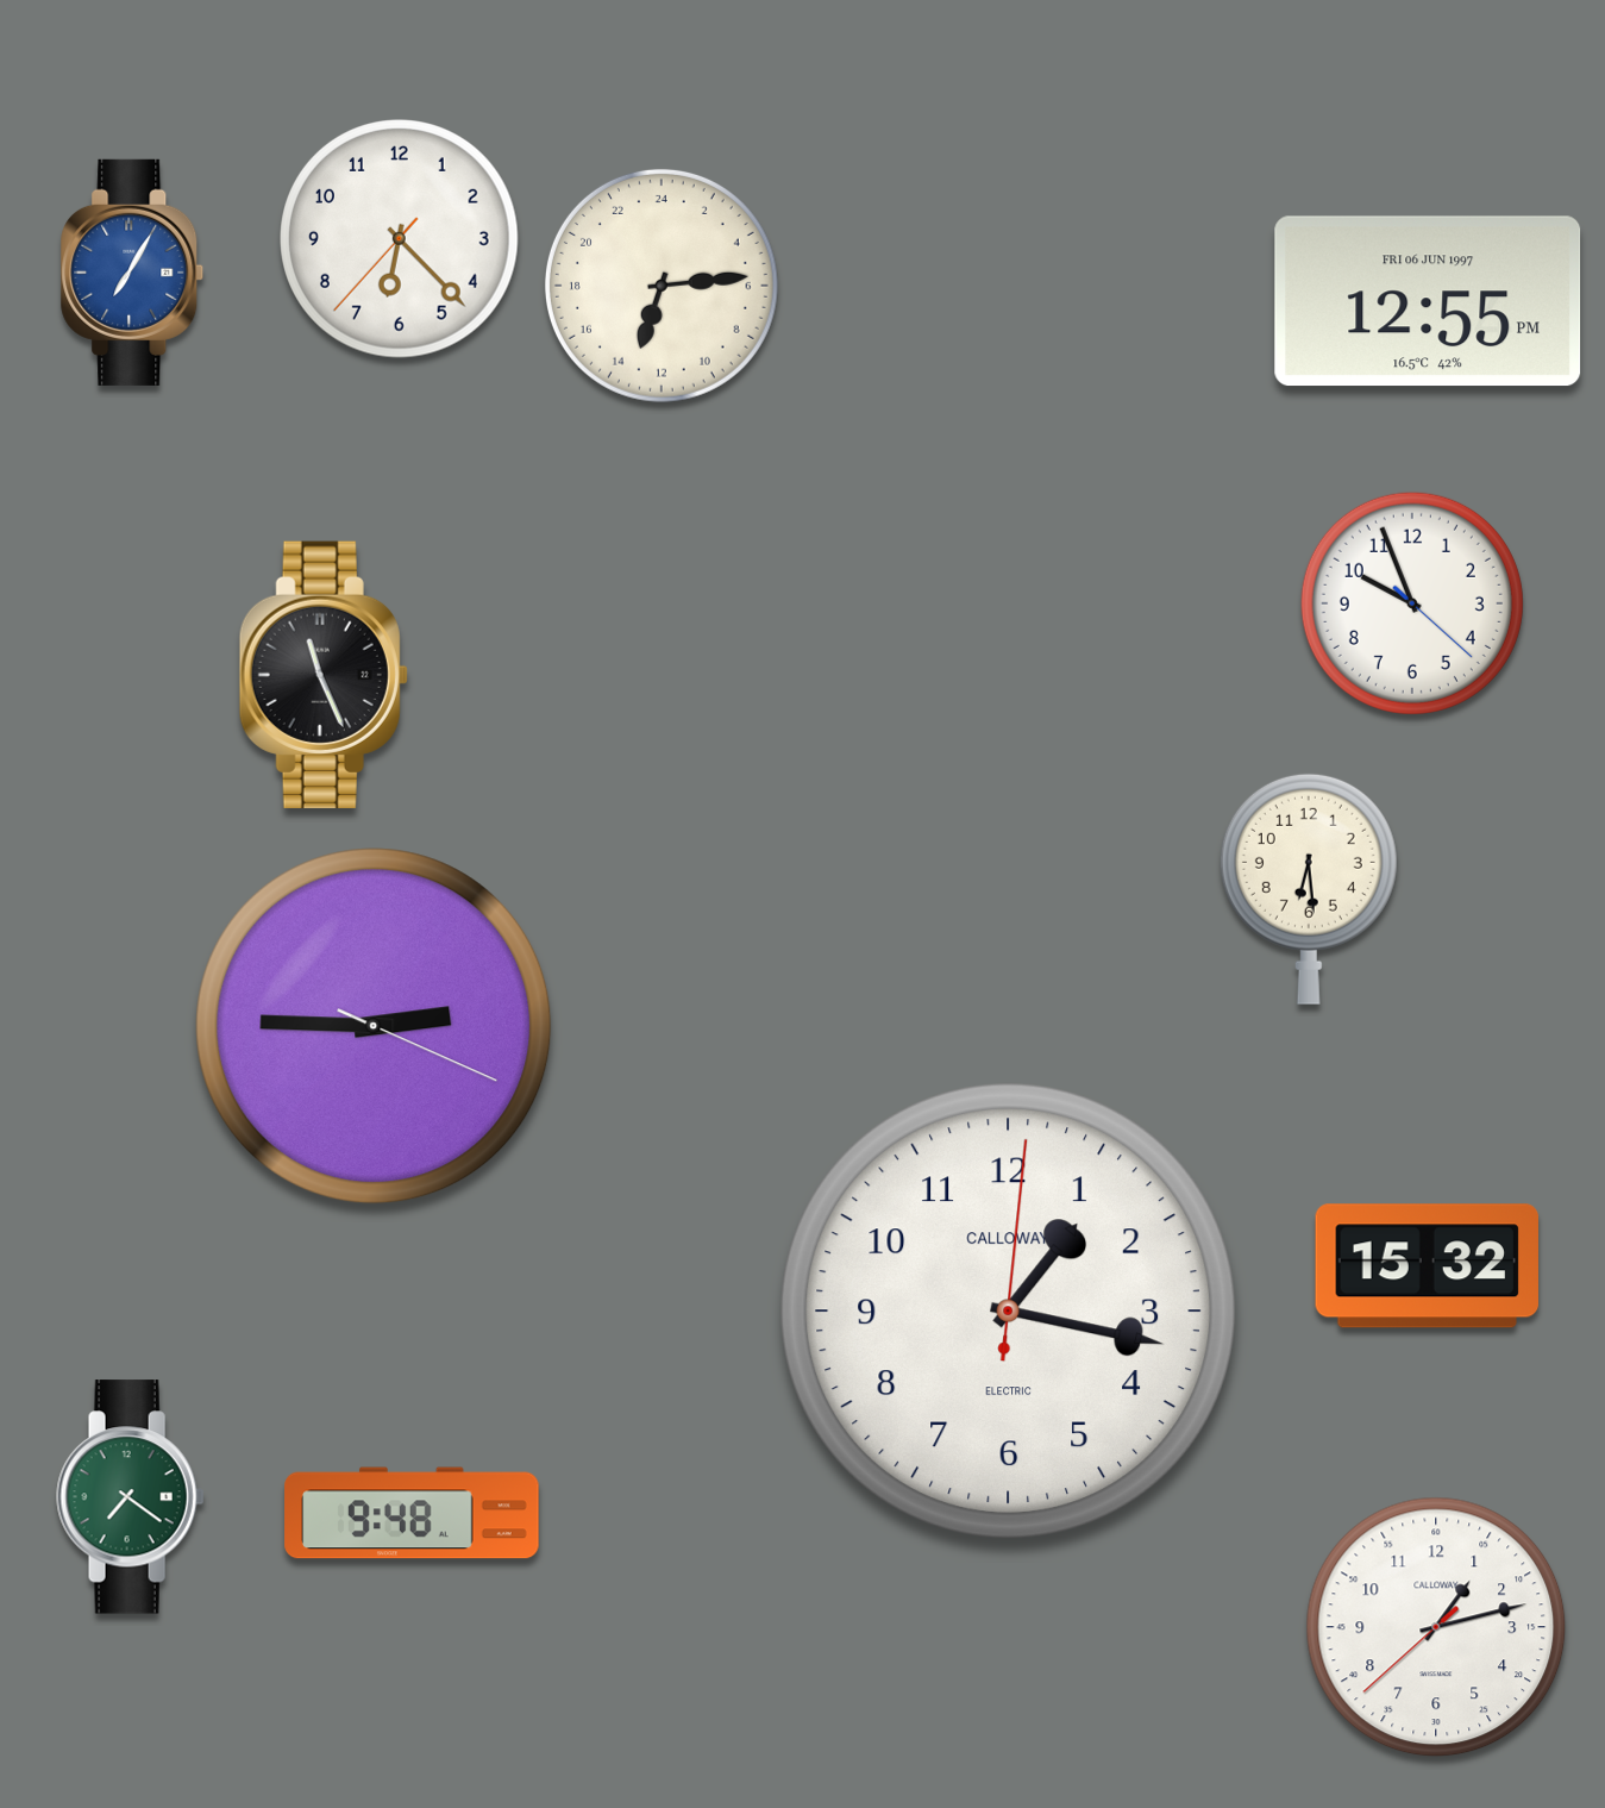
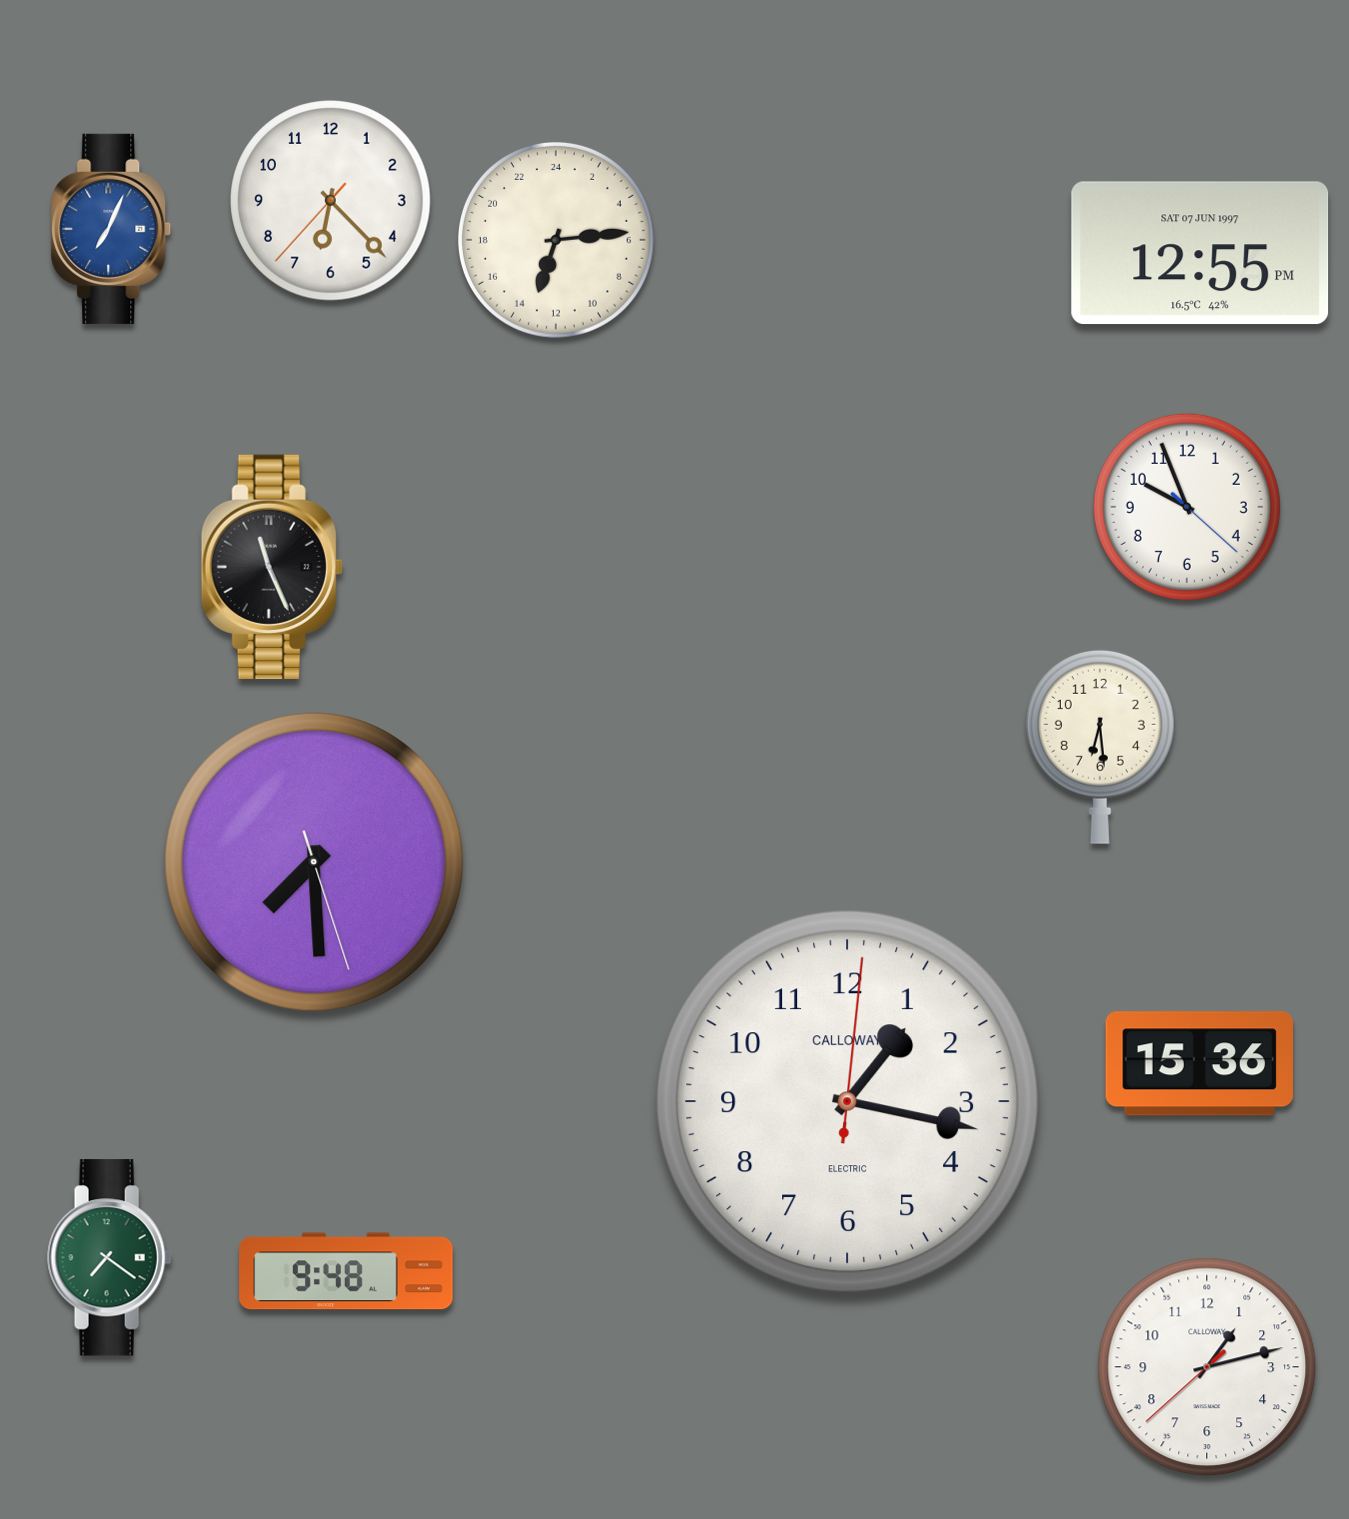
clock at (400, 239) position: (400, 239) -> (331, 201)
clock at (132, 273): 7:05 -> 7:04
clock at (1428, 301) date: FRI 06 JUN 1997 -> SAT 07 JUN 1997
clock at (374, 1026): 2:45 -> 7:29
clock at (1427, 1266): 15:32 -> 15:36
